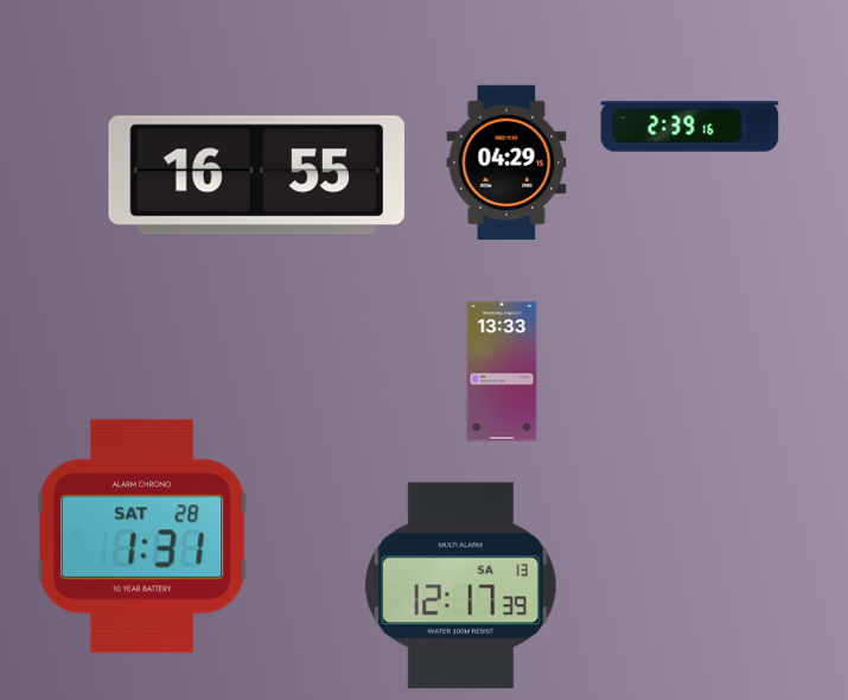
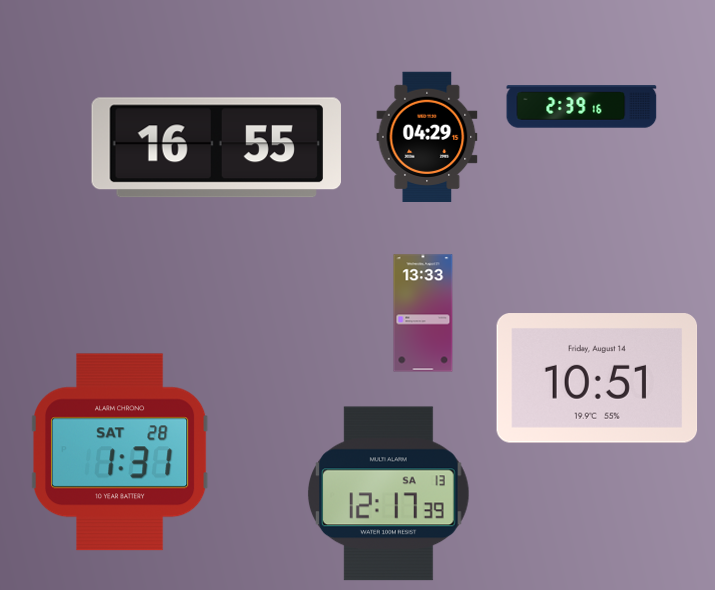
clock at (597, 378): none -> 10:51
